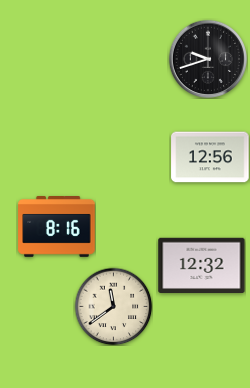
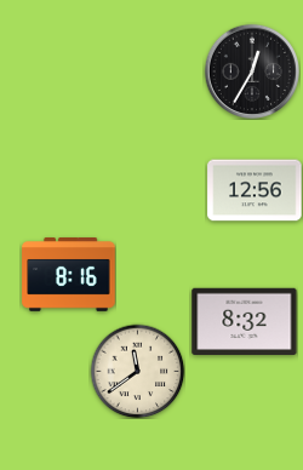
clock at (208, 59): 9:42 -> 12:35
clock at (202, 265): 12:32 -> 8:32
